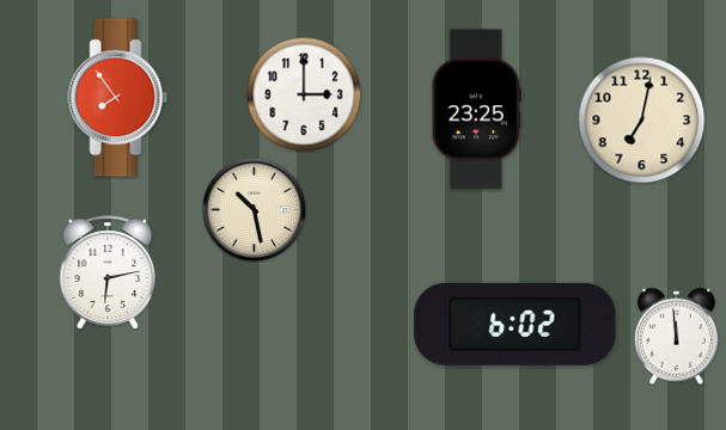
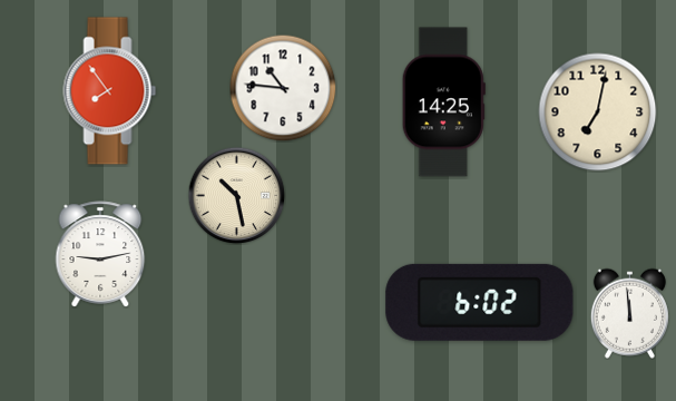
clock at (304, 94): 3:00 -> 10:46
clock at (476, 110): 23:25 -> 14:25
clock at (108, 272): 6:13 -> 9:13
